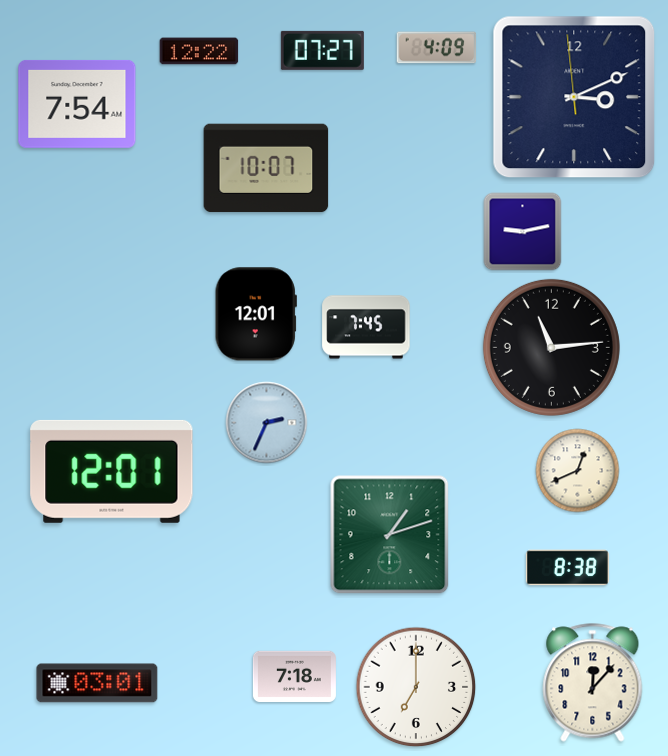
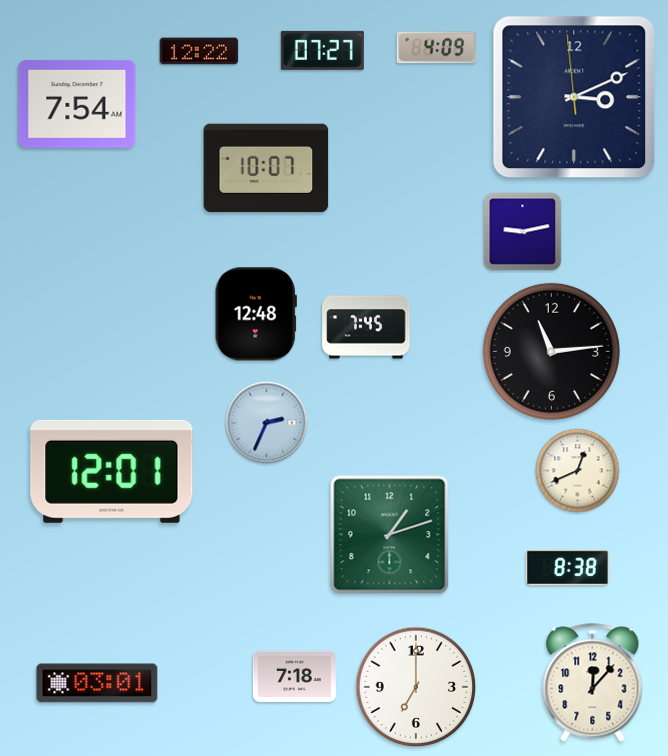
clock at (256, 314): 12:01 -> 12:48
clock at (551, 347) position: (551, 347) -> (551, 351)
